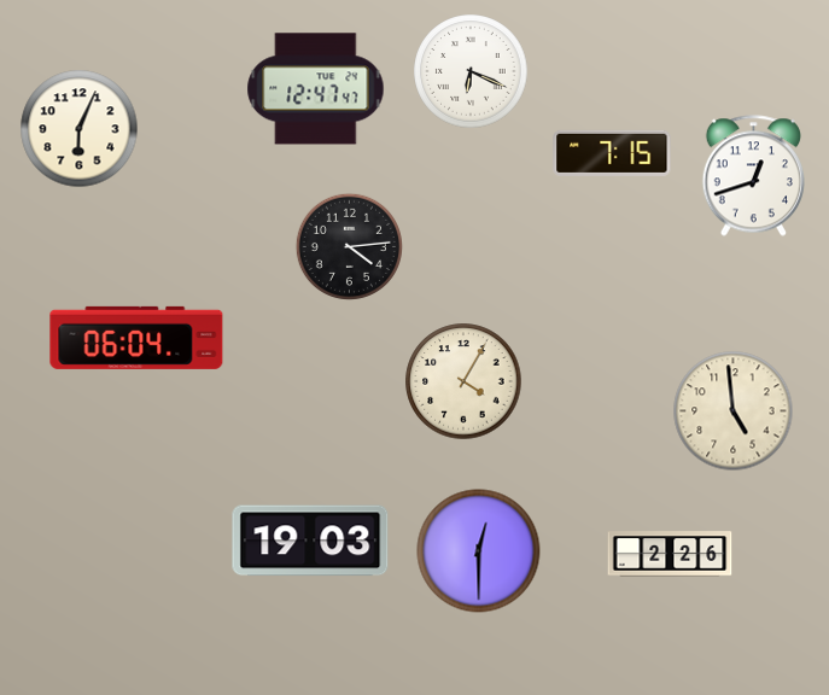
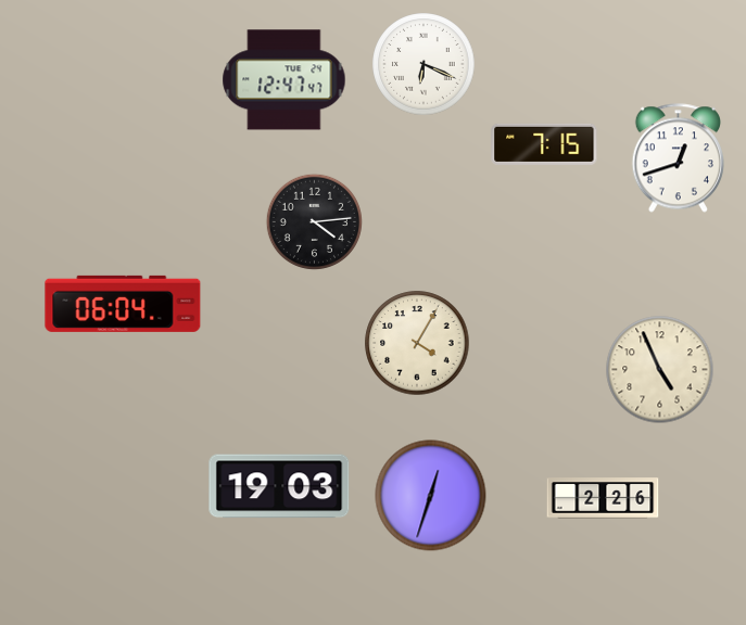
clock at (80, 129): 6:04 -> none
clock at (612, 153) position: (612, 153) -> (544, 144)
clock at (734, 411): 4:59 -> 4:56
clock at (479, 551): 12:30 -> 12:33
